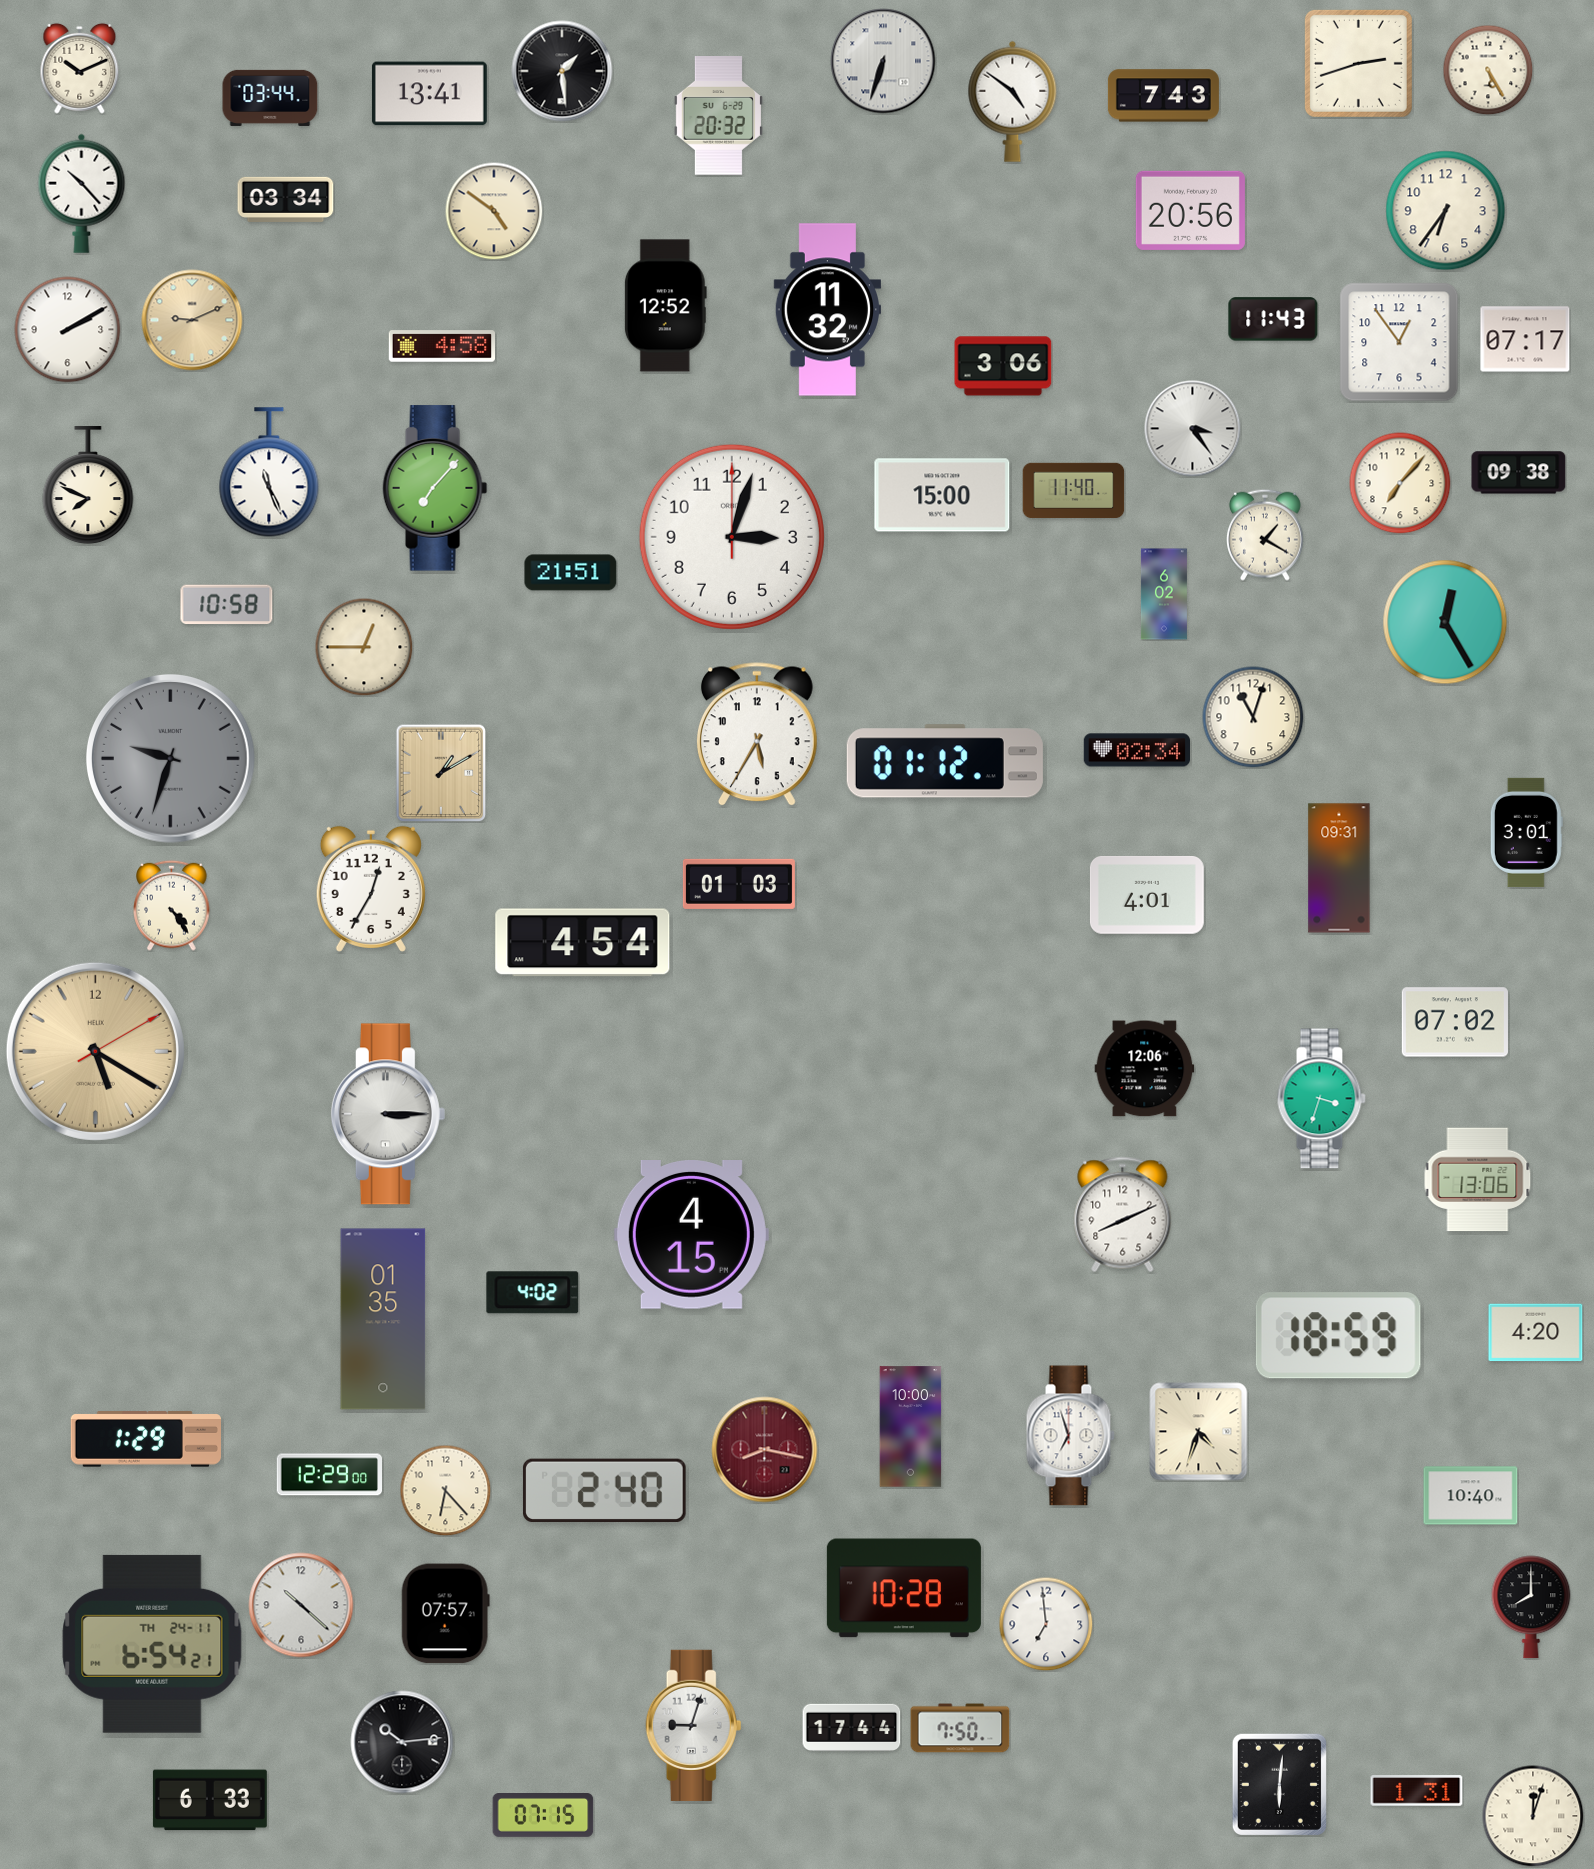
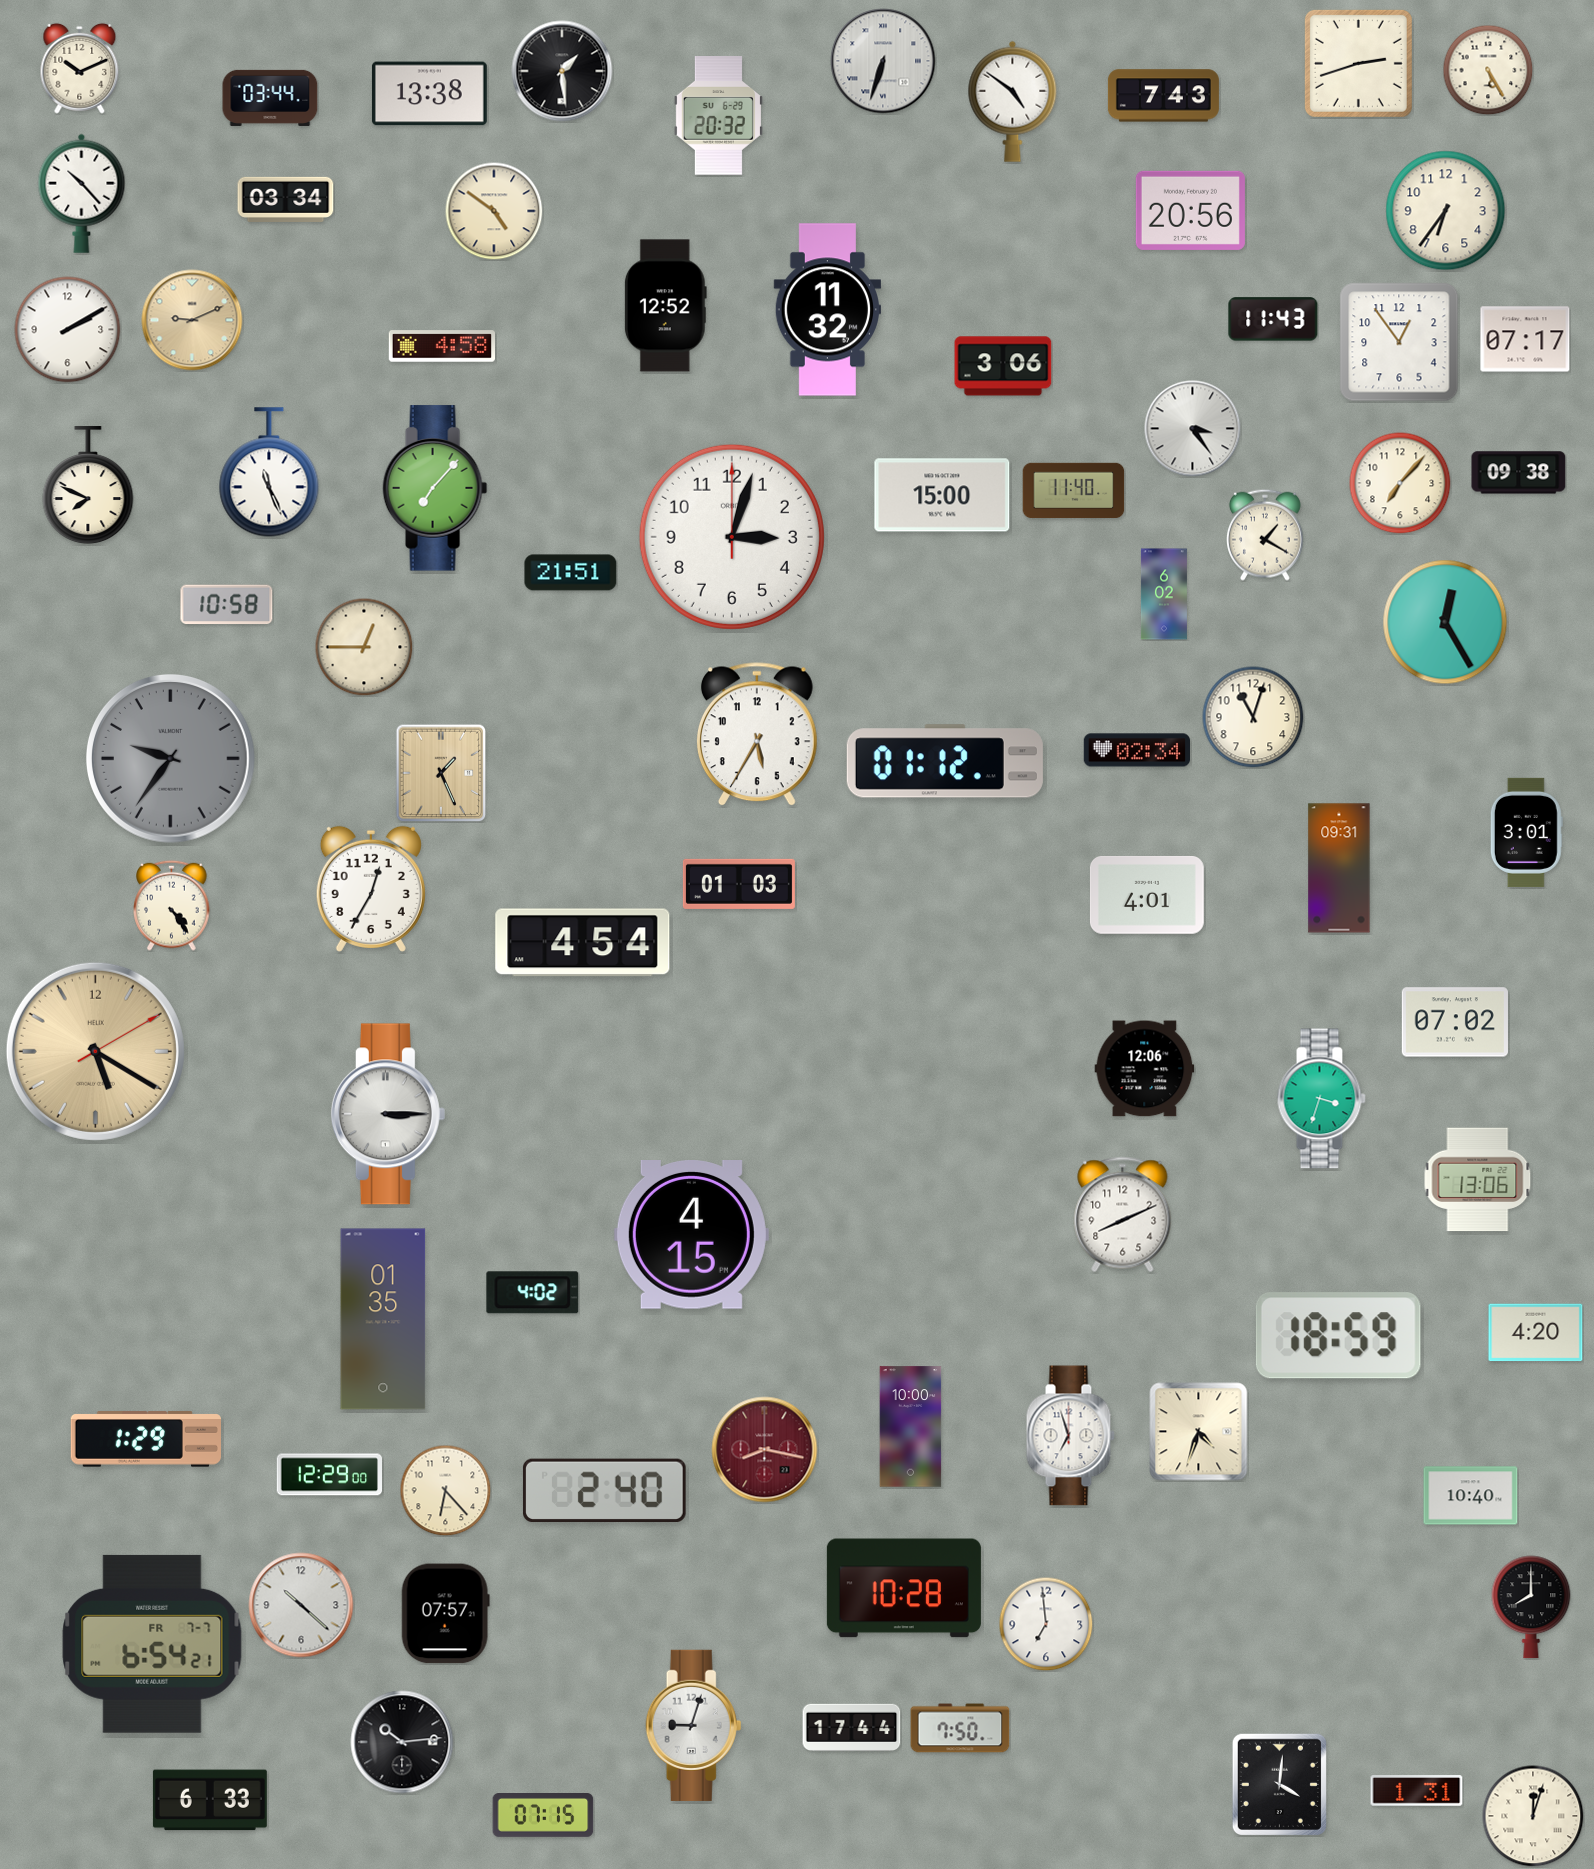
clock at (429, 94): 13:41 -> 13:38
clock at (170, 758): 9:33 -> 9:36
clock at (441, 773): 1:10 -> 1:26
clock at (152, 1644) date: TH 24-11 -> FR 7-7
clock at (1279, 1784): 6:01 -> 4:01
